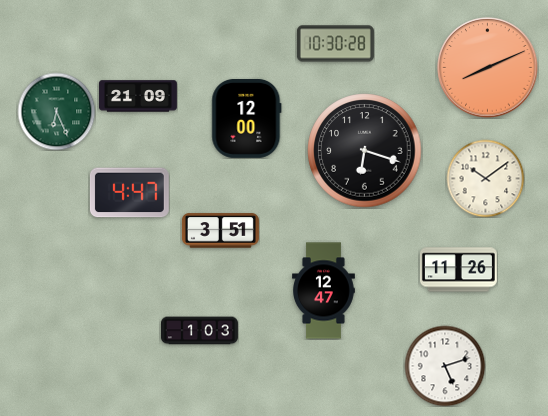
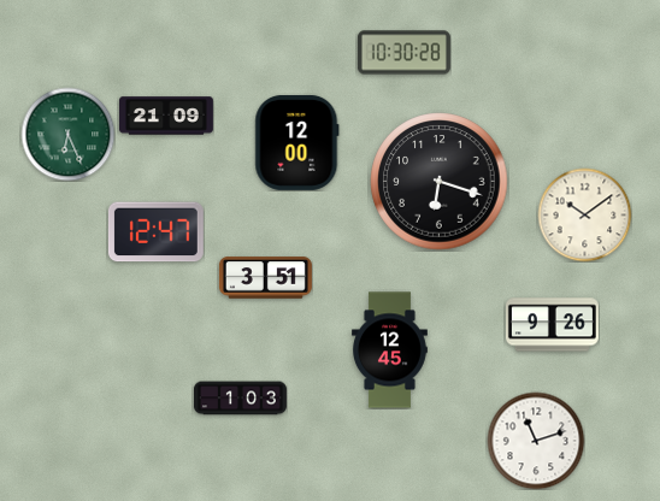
clock at (488, 68): 8:11 -> none
clock at (129, 193): 4:47 -> 12:47
clock at (458, 270): 11:26 -> 9:26
clock at (324, 291): 12:47 -> 12:45
clock at (445, 366): 5:12 -> 11:12
